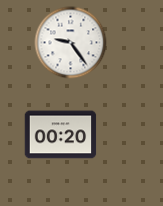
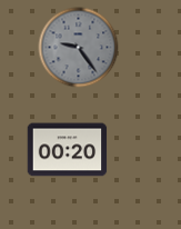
clock at (71, 43) dial: white -> grey
